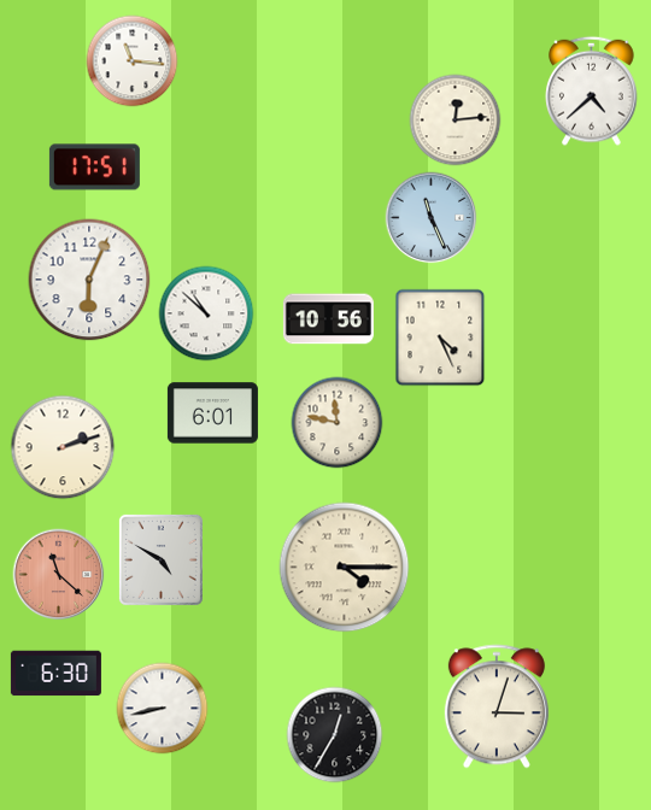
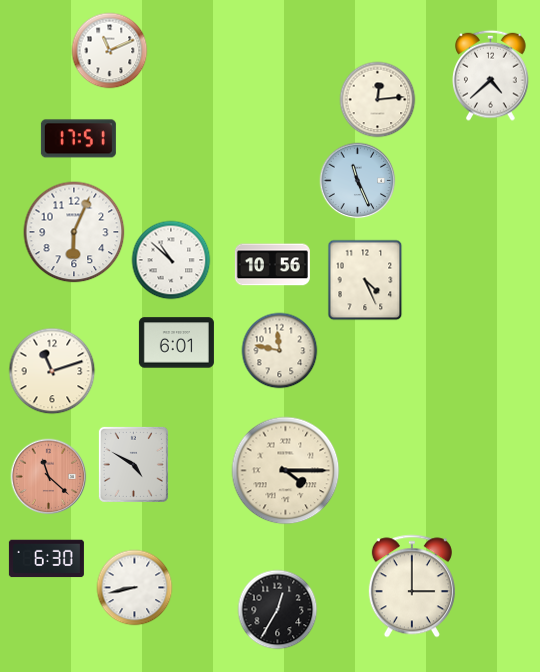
clock at (133, 61): 11:16 -> 11:11
clock at (63, 447): 2:12 -> 11:12
clock at (497, 706): 3:03 -> 3:00
